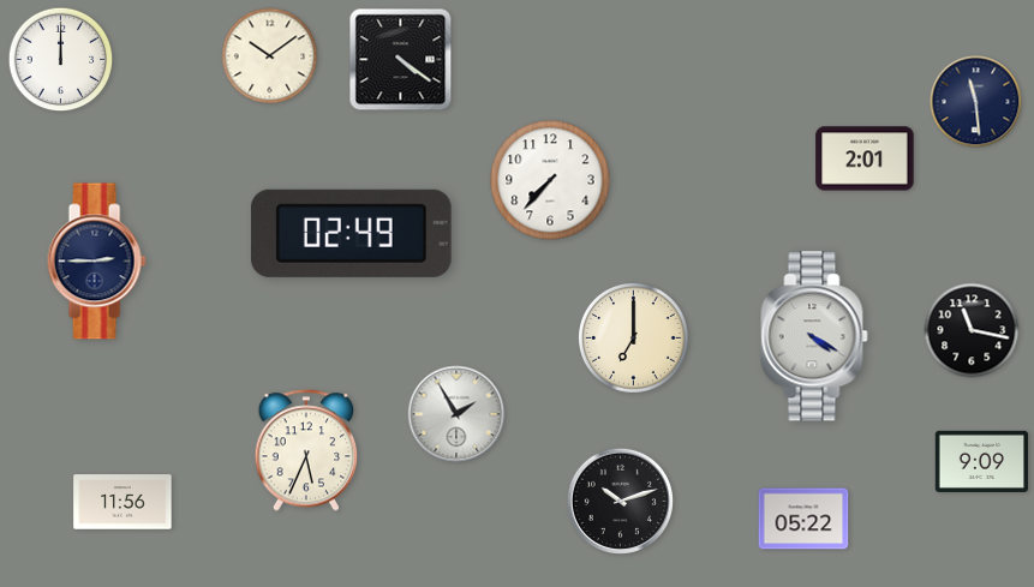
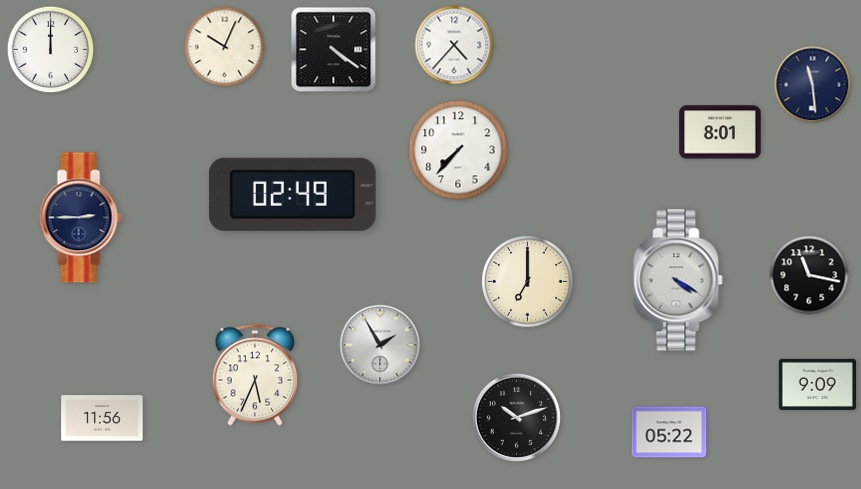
clock at (454, 45): none -> 4:37
clock at (270, 56): 10:09 -> 10:04
clock at (865, 158): 2:01 -> 8:01
